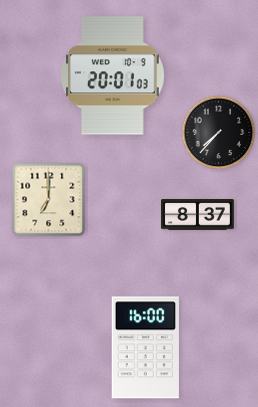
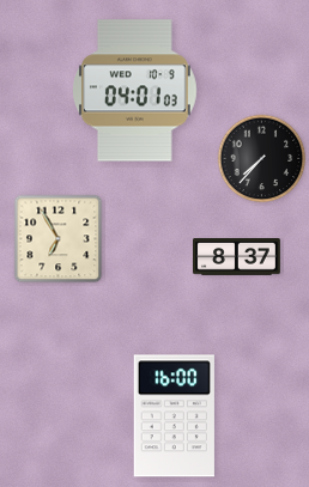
clock at (113, 76): 20:01 -> 04:01
clock at (49, 200): 7:00 -> 6:55
